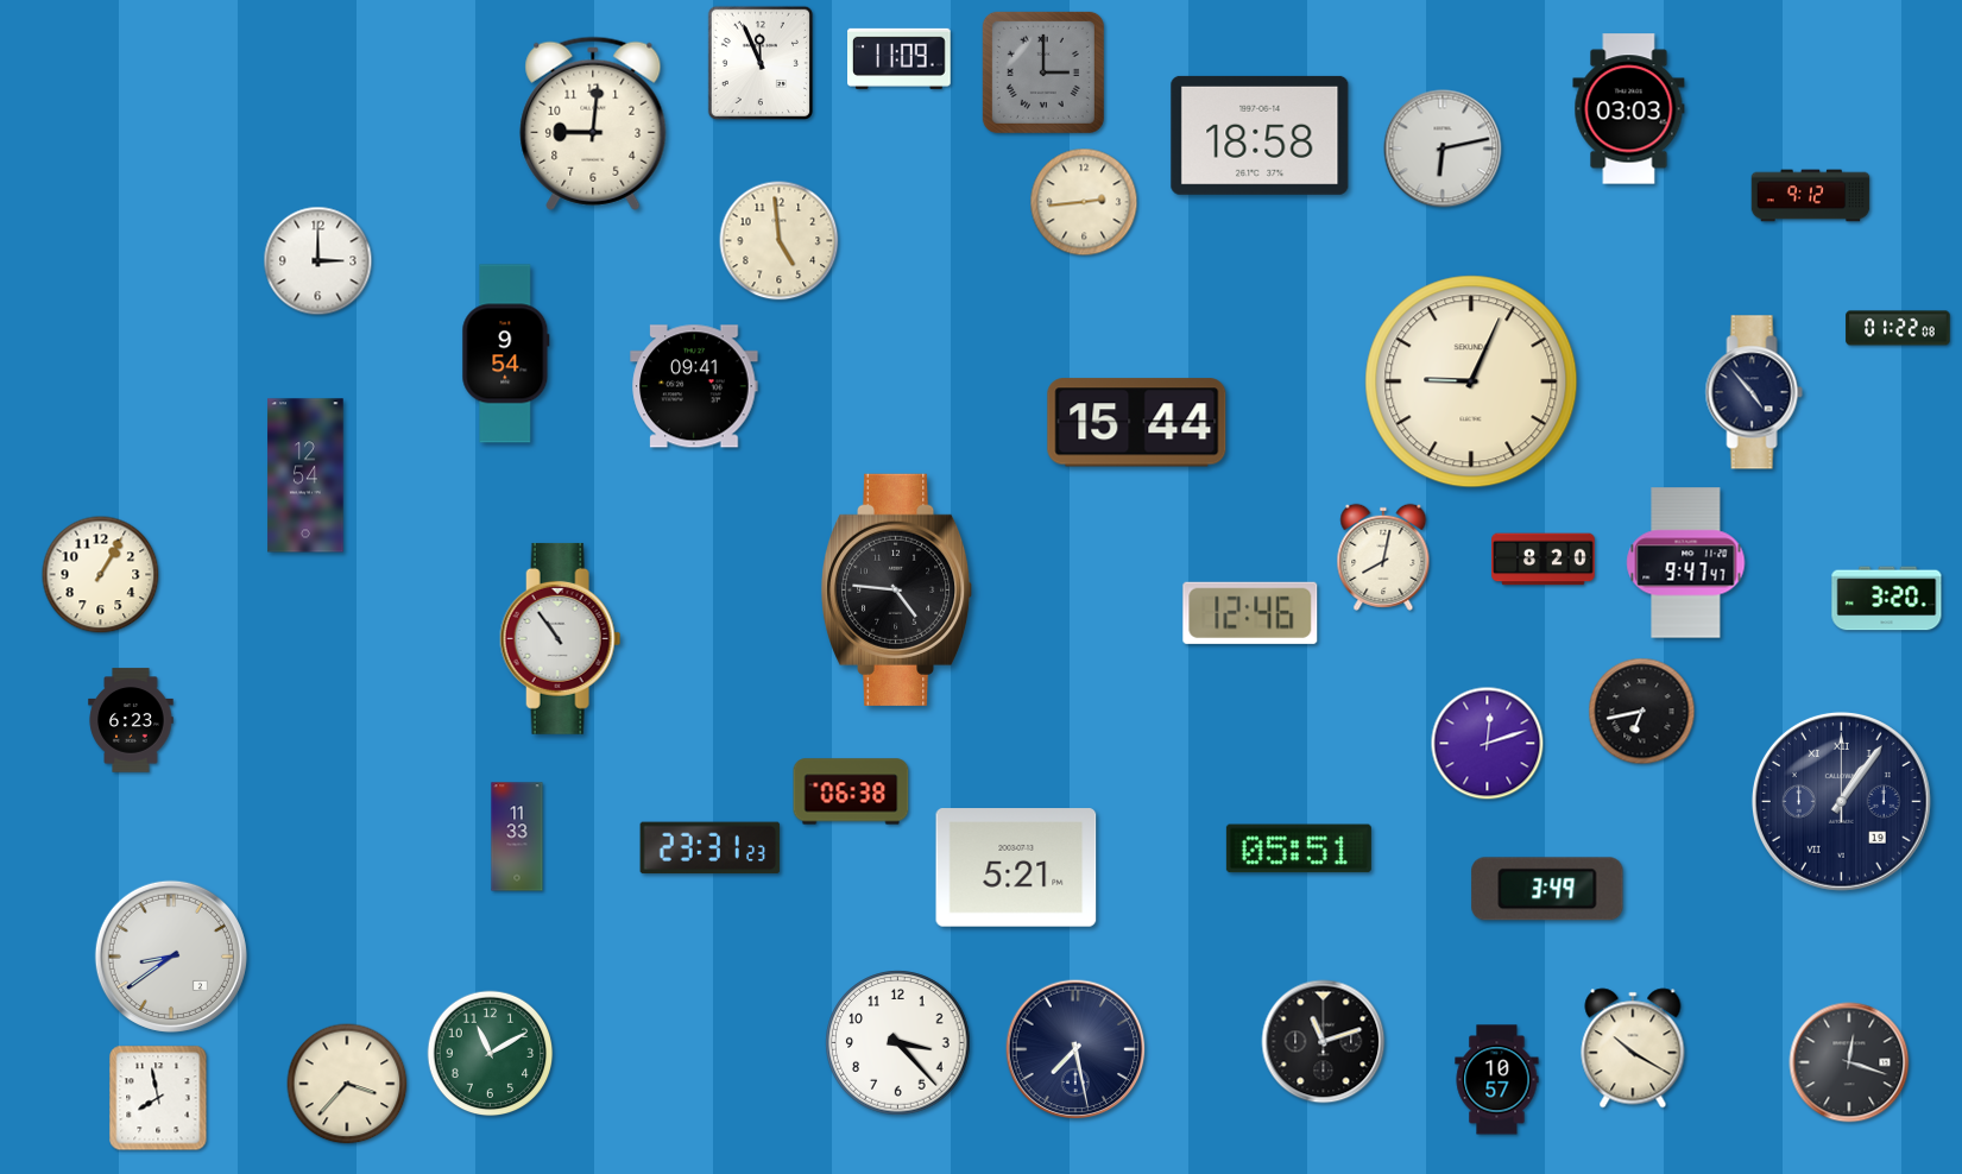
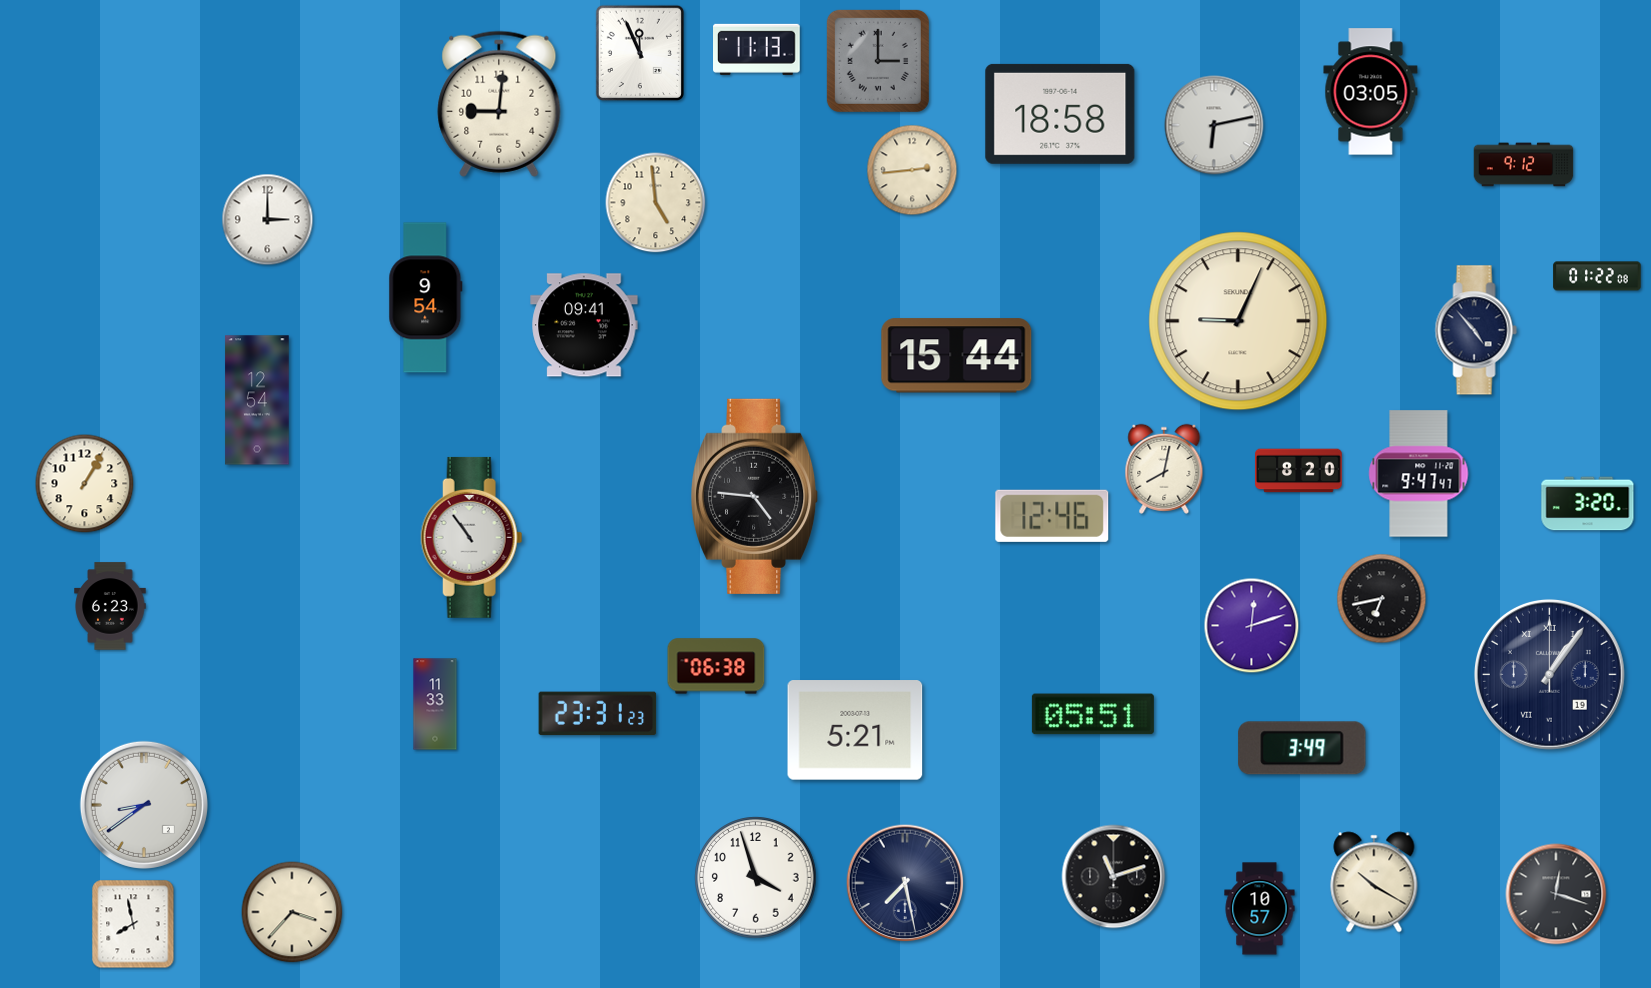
clock at (900, 58): 11:09 -> 11:13
clock at (1629, 109): 03:03 -> 03:05
clock at (898, 1043): 3:23 -> 3:57
clock at (491, 1054): 11:10 -> none
